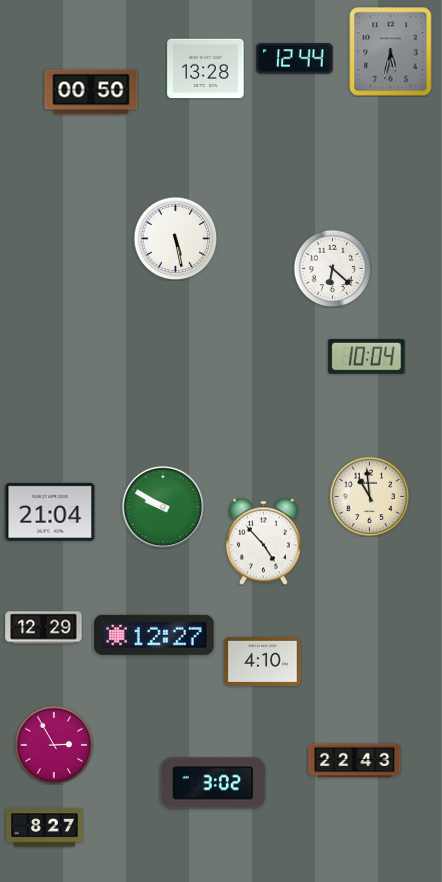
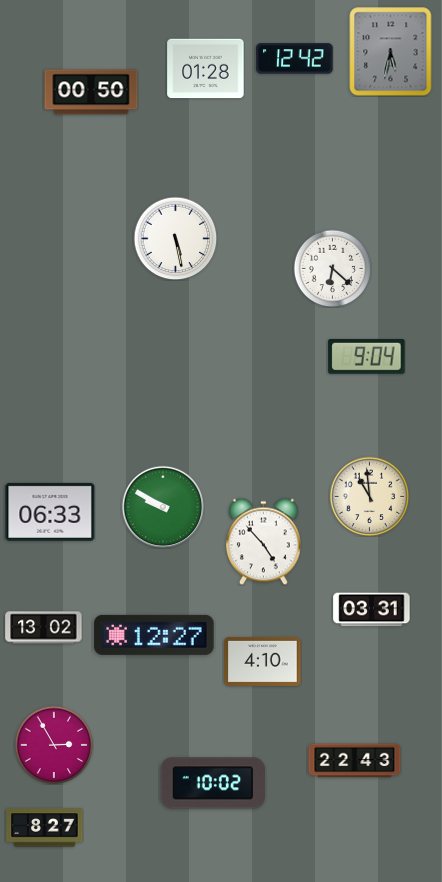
clock at (295, 59): 12:44 -> 12:42
clock at (206, 69): 13:28 -> 01:28
clock at (367, 356): 10:04 -> 9:04
clock at (50, 512): 21:04 -> 06:33
clock at (372, 610): none -> 03:31
clock at (44, 628): 12:29 -> 13:02
clock at (212, 783): 3:02 -> 10:02
